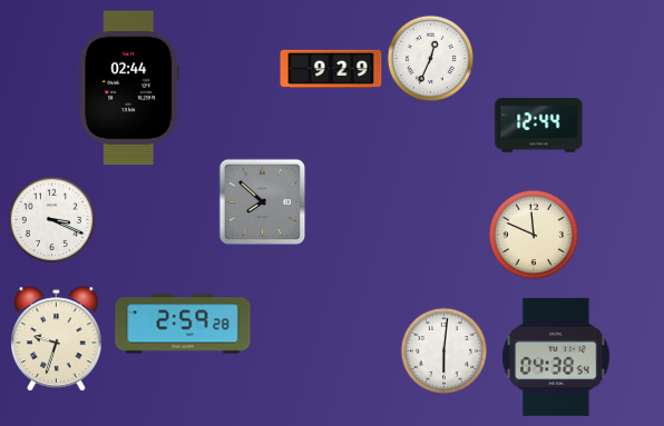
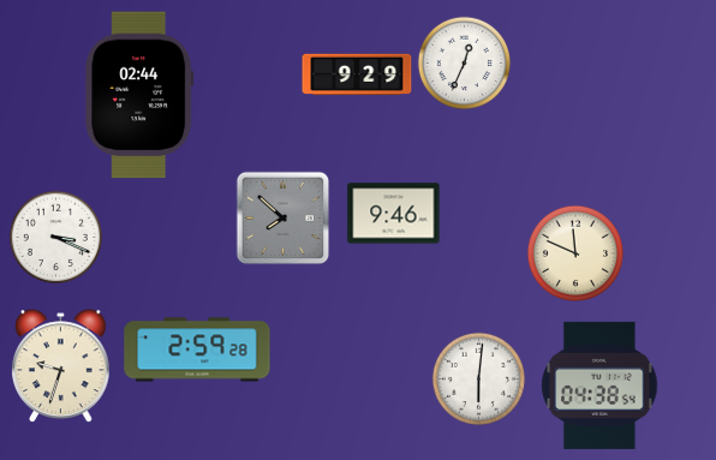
clock at (539, 126): 12:44 -> none
clock at (394, 214): none -> 9:46
